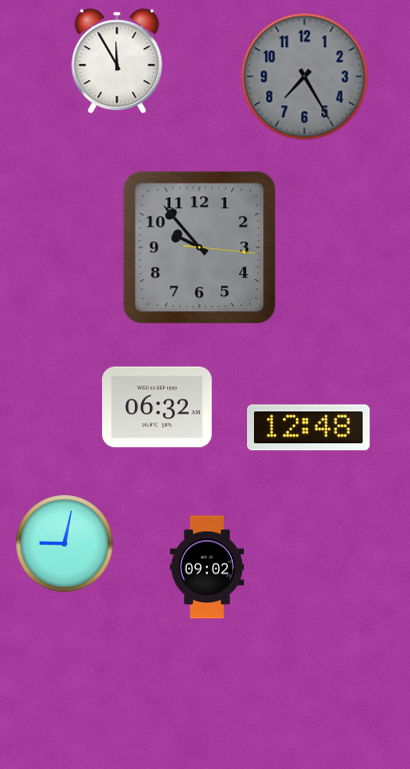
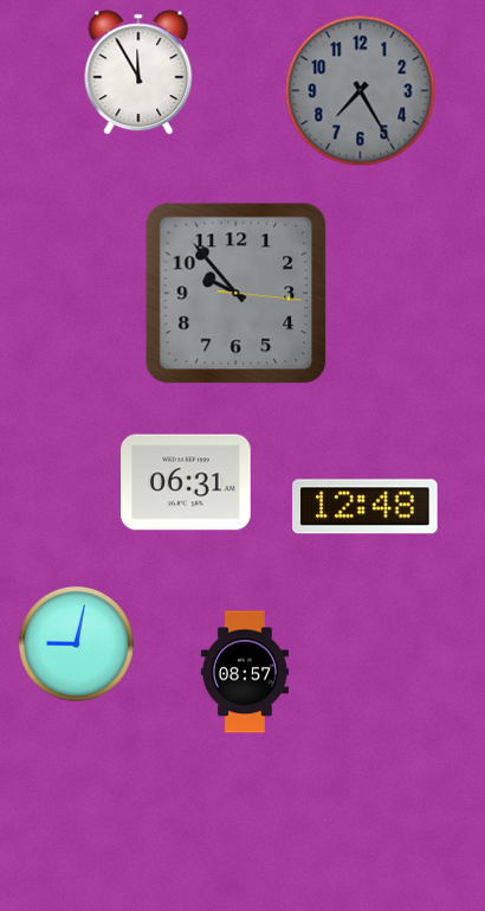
clock at (157, 407): 06:32 -> 06:31
clock at (207, 567): 09:02 -> 08:57
